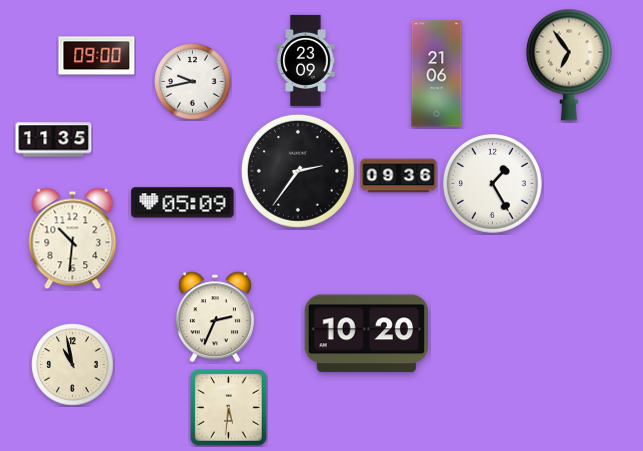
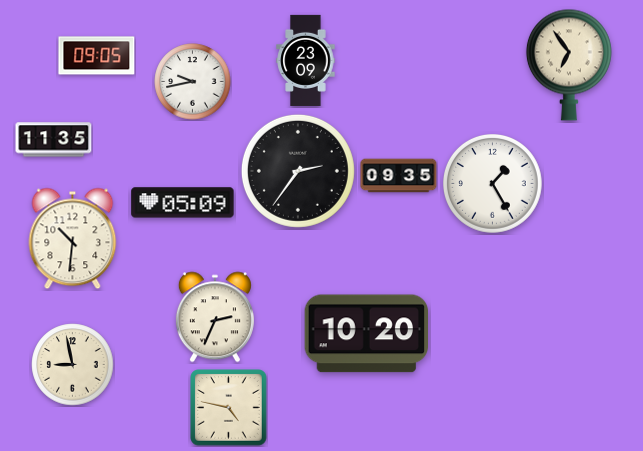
clock at (97, 56): 09:00 -> 09:05
clock at (437, 74): 21:06 -> none
clock at (399, 176): 09:36 -> 09:35
clock at (73, 365): 10:58 -> 8:58
clock at (229, 408): 5:31 -> 4:47
